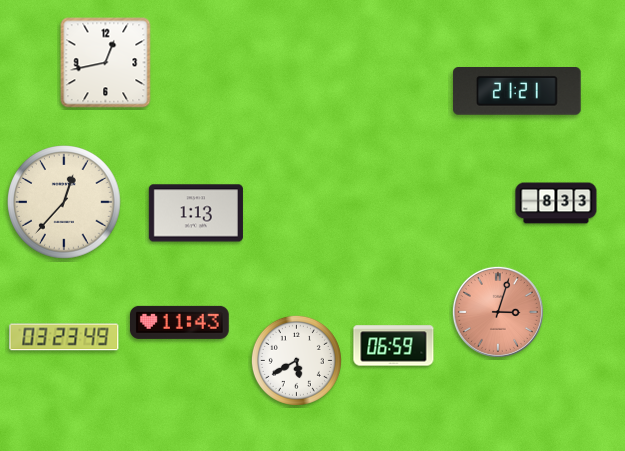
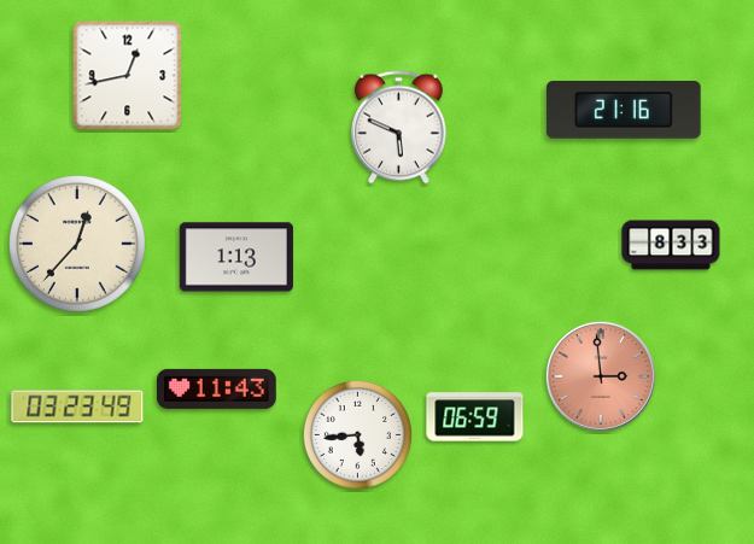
clock at (517, 92): 21:21 -> 21:16
clock at (399, 128): none -> 5:49
clock at (498, 312): 3:03 -> 2:59
clock at (296, 360): 5:40 -> 5:44
